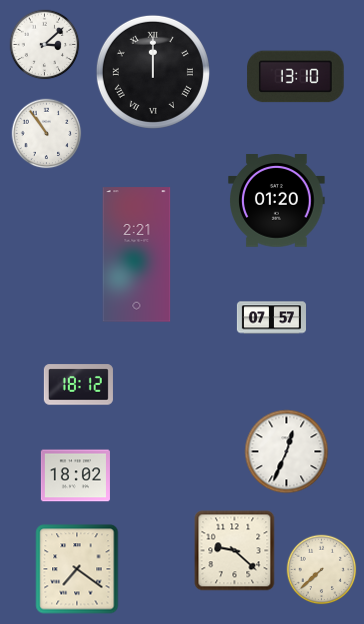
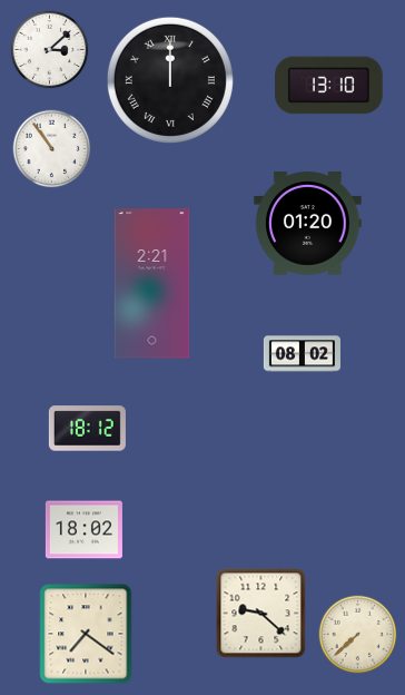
clock at (271, 318): 07:57 -> 08:02
clock at (287, 452): 12:34 -> none
